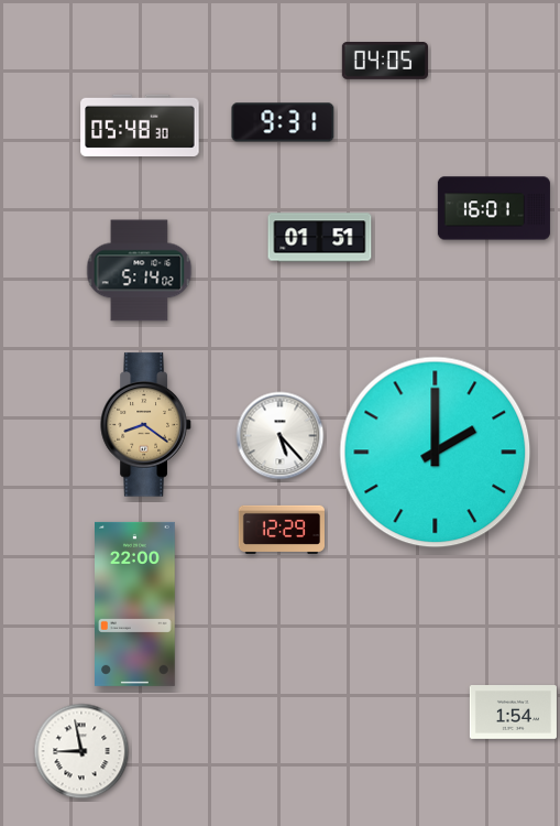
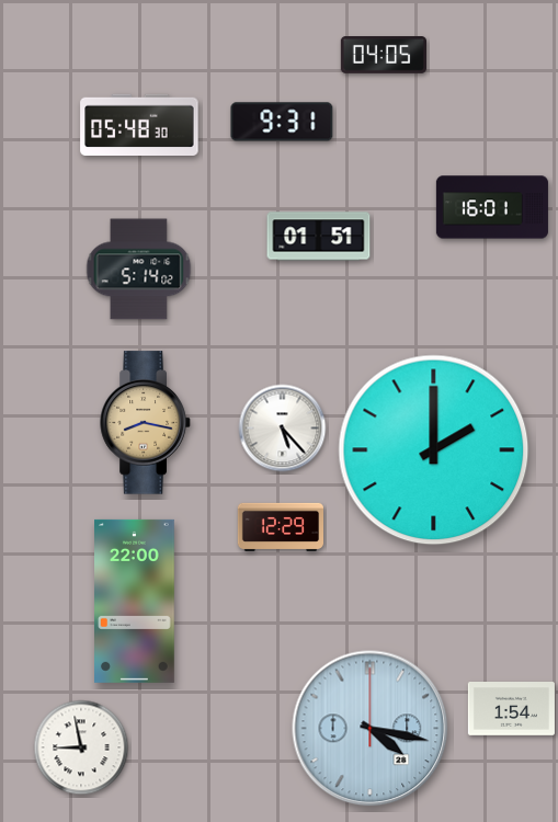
clock at (384, 62) position: (384, 62) -> (383, 56)
clock at (146, 425): 8:21 -> 8:17
clock at (281, 436) position: (281, 436) -> (283, 429)
clock at (371, 729): none -> 4:17
